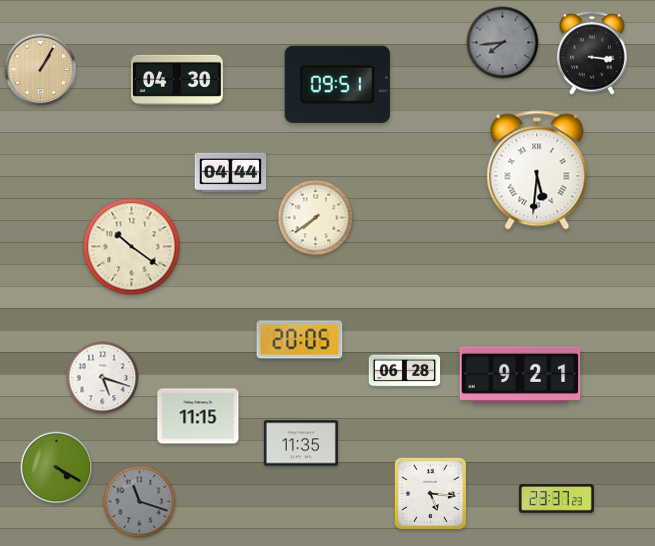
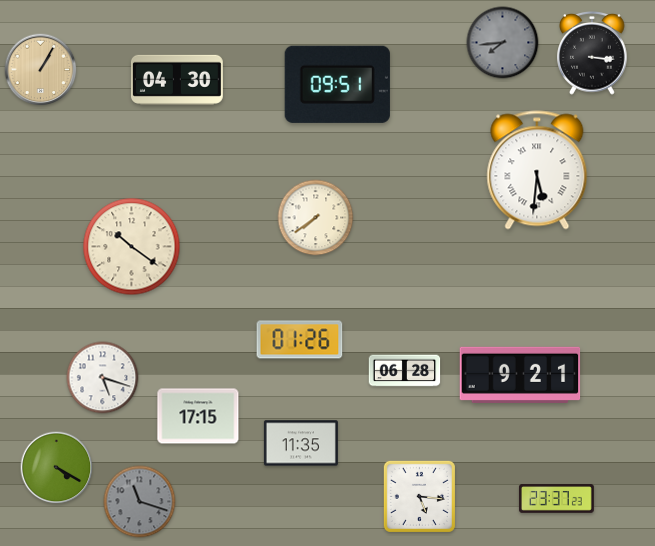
clock at (231, 172): 04:44 -> none
clock at (300, 340): 20:05 -> 01:26
clock at (198, 416): 11:15 -> 17:15
clock at (430, 493) position: (430, 493) -> (419, 496)
